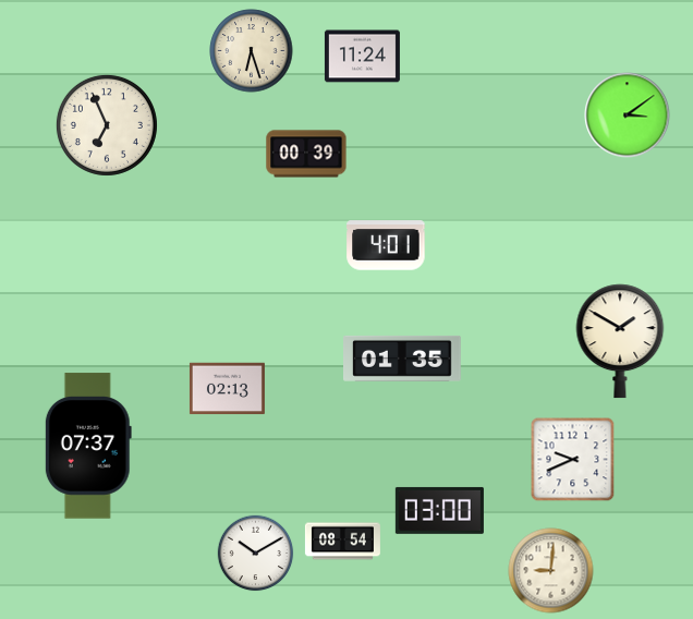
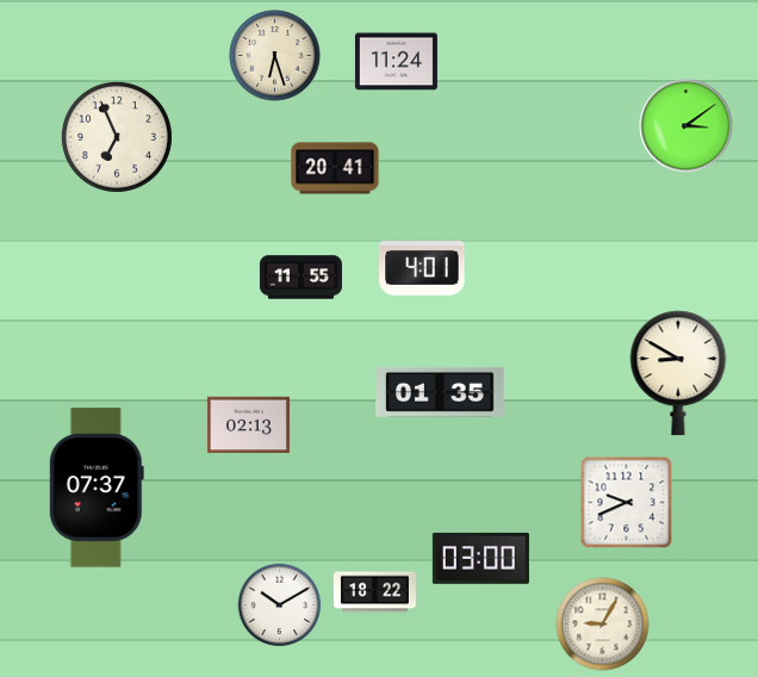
clock at (306, 154): 00:39 -> 20:41
clock at (300, 278): none -> 11:55
clock at (620, 341): 1:50 -> 8:50
clock at (342, 542): 08:54 -> 18:22
clock at (551, 571): 9:01 -> 9:05
